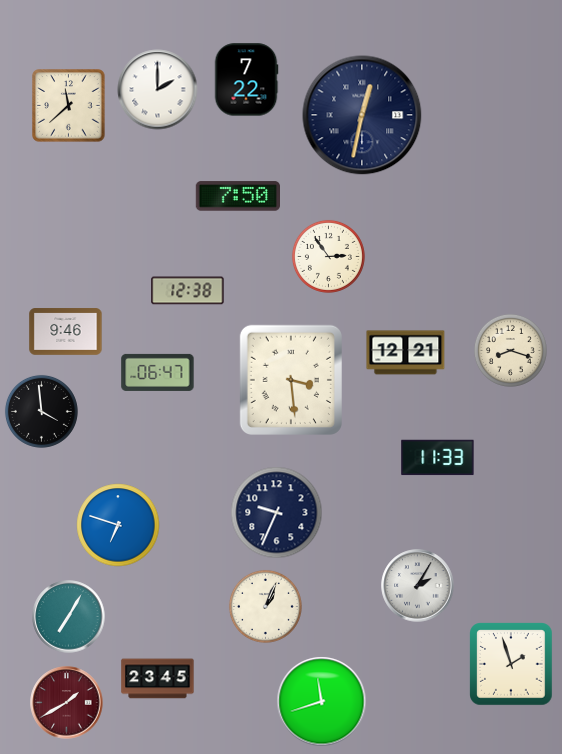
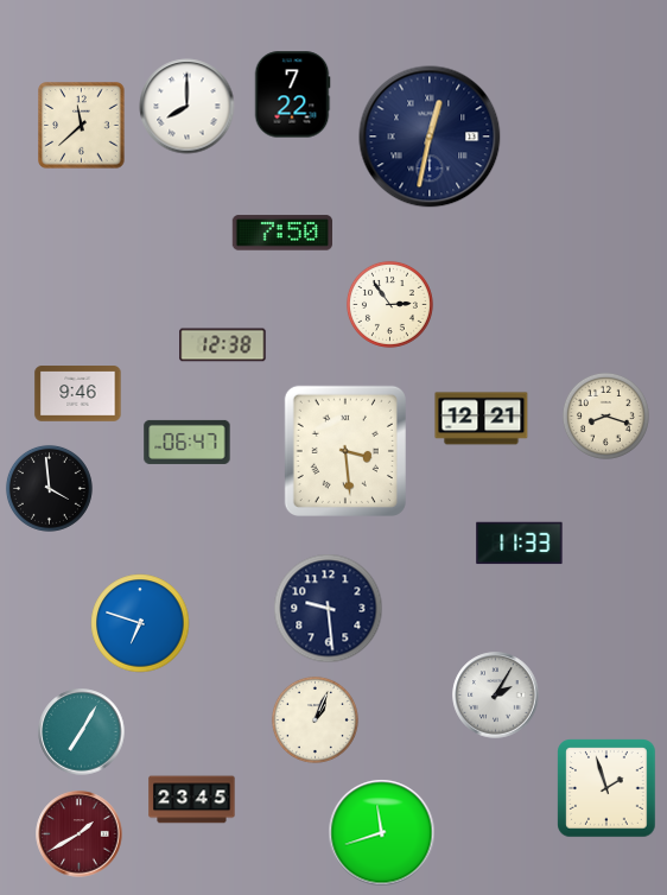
clock at (158, 90): 2:00 -> 8:00
clock at (277, 513): 9:34 -> 9:29
clock at (158, 679) position: (158, 679) -> (192, 800)
